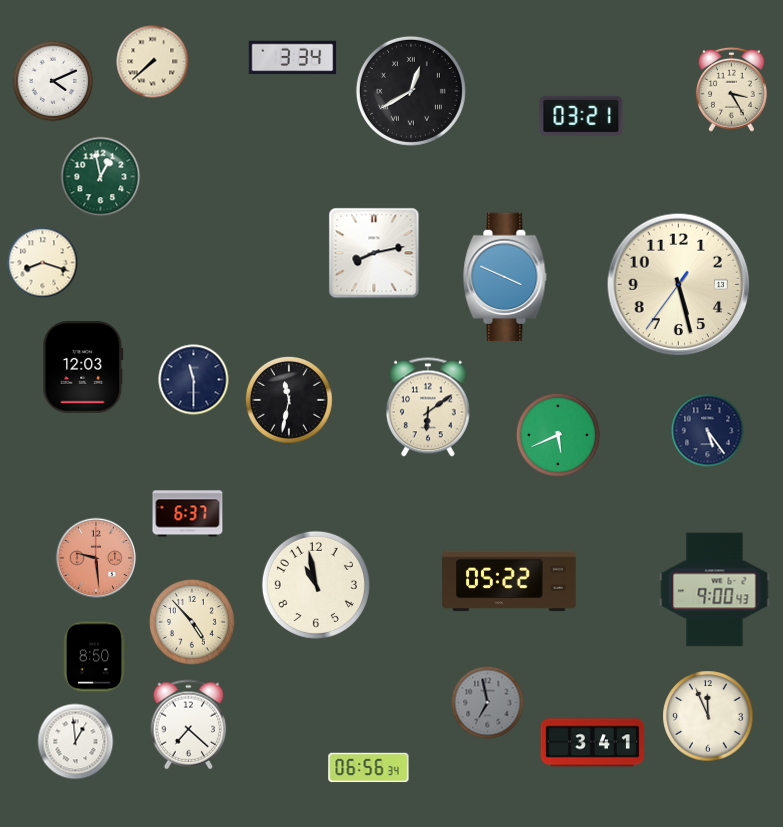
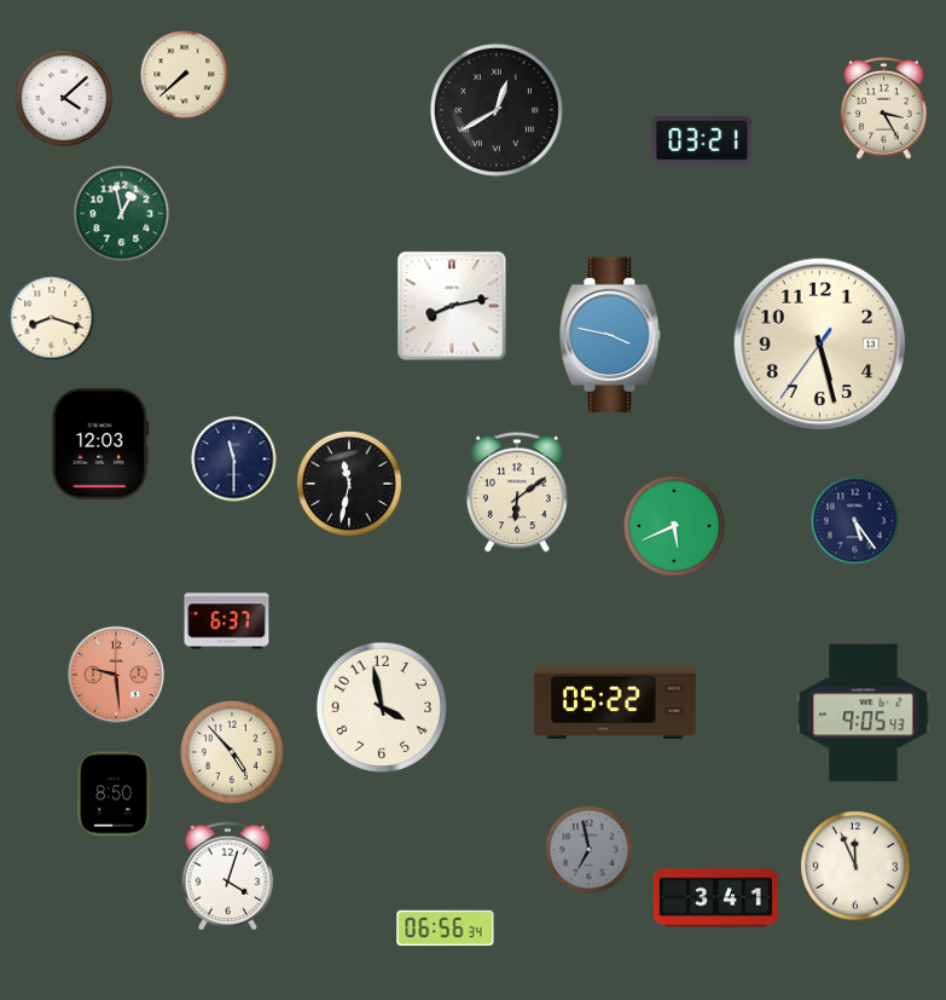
clock at (293, 58): 3:34 -> none
clock at (53, 81): 4:11 -> 4:08
clock at (505, 277): 3:49 -> 3:47
clock at (316, 585): 10:58 -> 3:58
clock at (715, 590): 9:00 -> 9:05
clock at (189, 725): 7:22 -> 4:03
clock at (76, 742): 12:59 -> none
